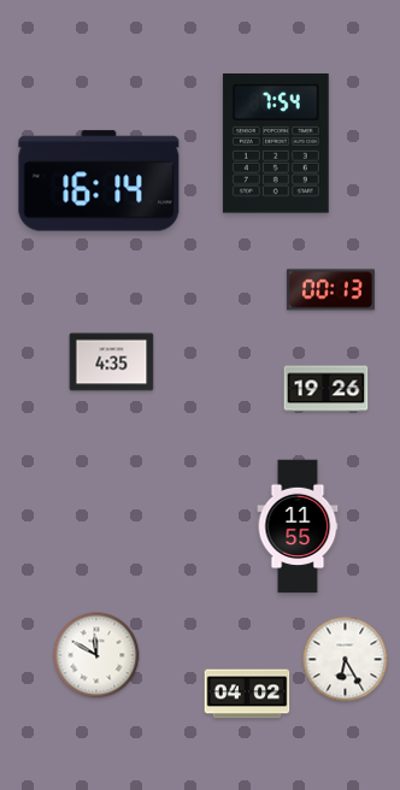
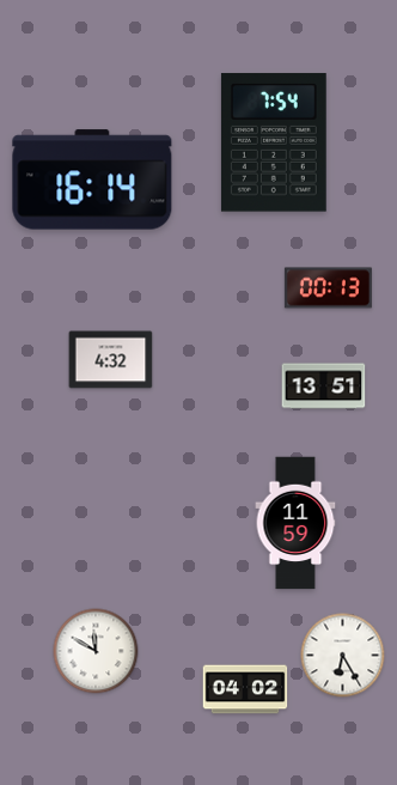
clock at (99, 181) position: (99, 181) -> (92, 179)
clock at (112, 362): 4:35 -> 4:32
clock at (327, 389): 19:26 -> 13:51
clock at (298, 526): 11:55 -> 11:59
